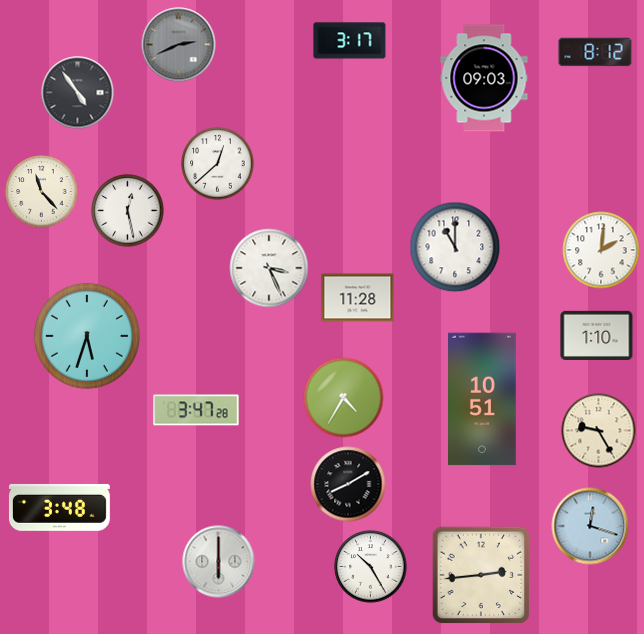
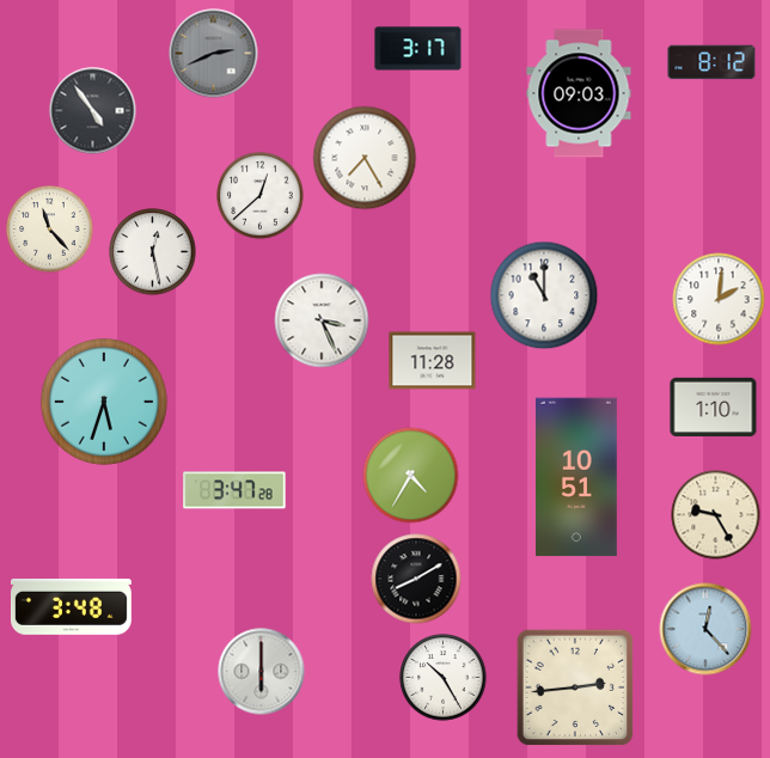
clock at (365, 158): none -> 7:25
clock at (358, 298) position: (358, 298) -> (433, 361)
clock at (597, 335) position: (597, 335) -> (714, 406)
clock at (590, 526): 12:18 -> 12:23
